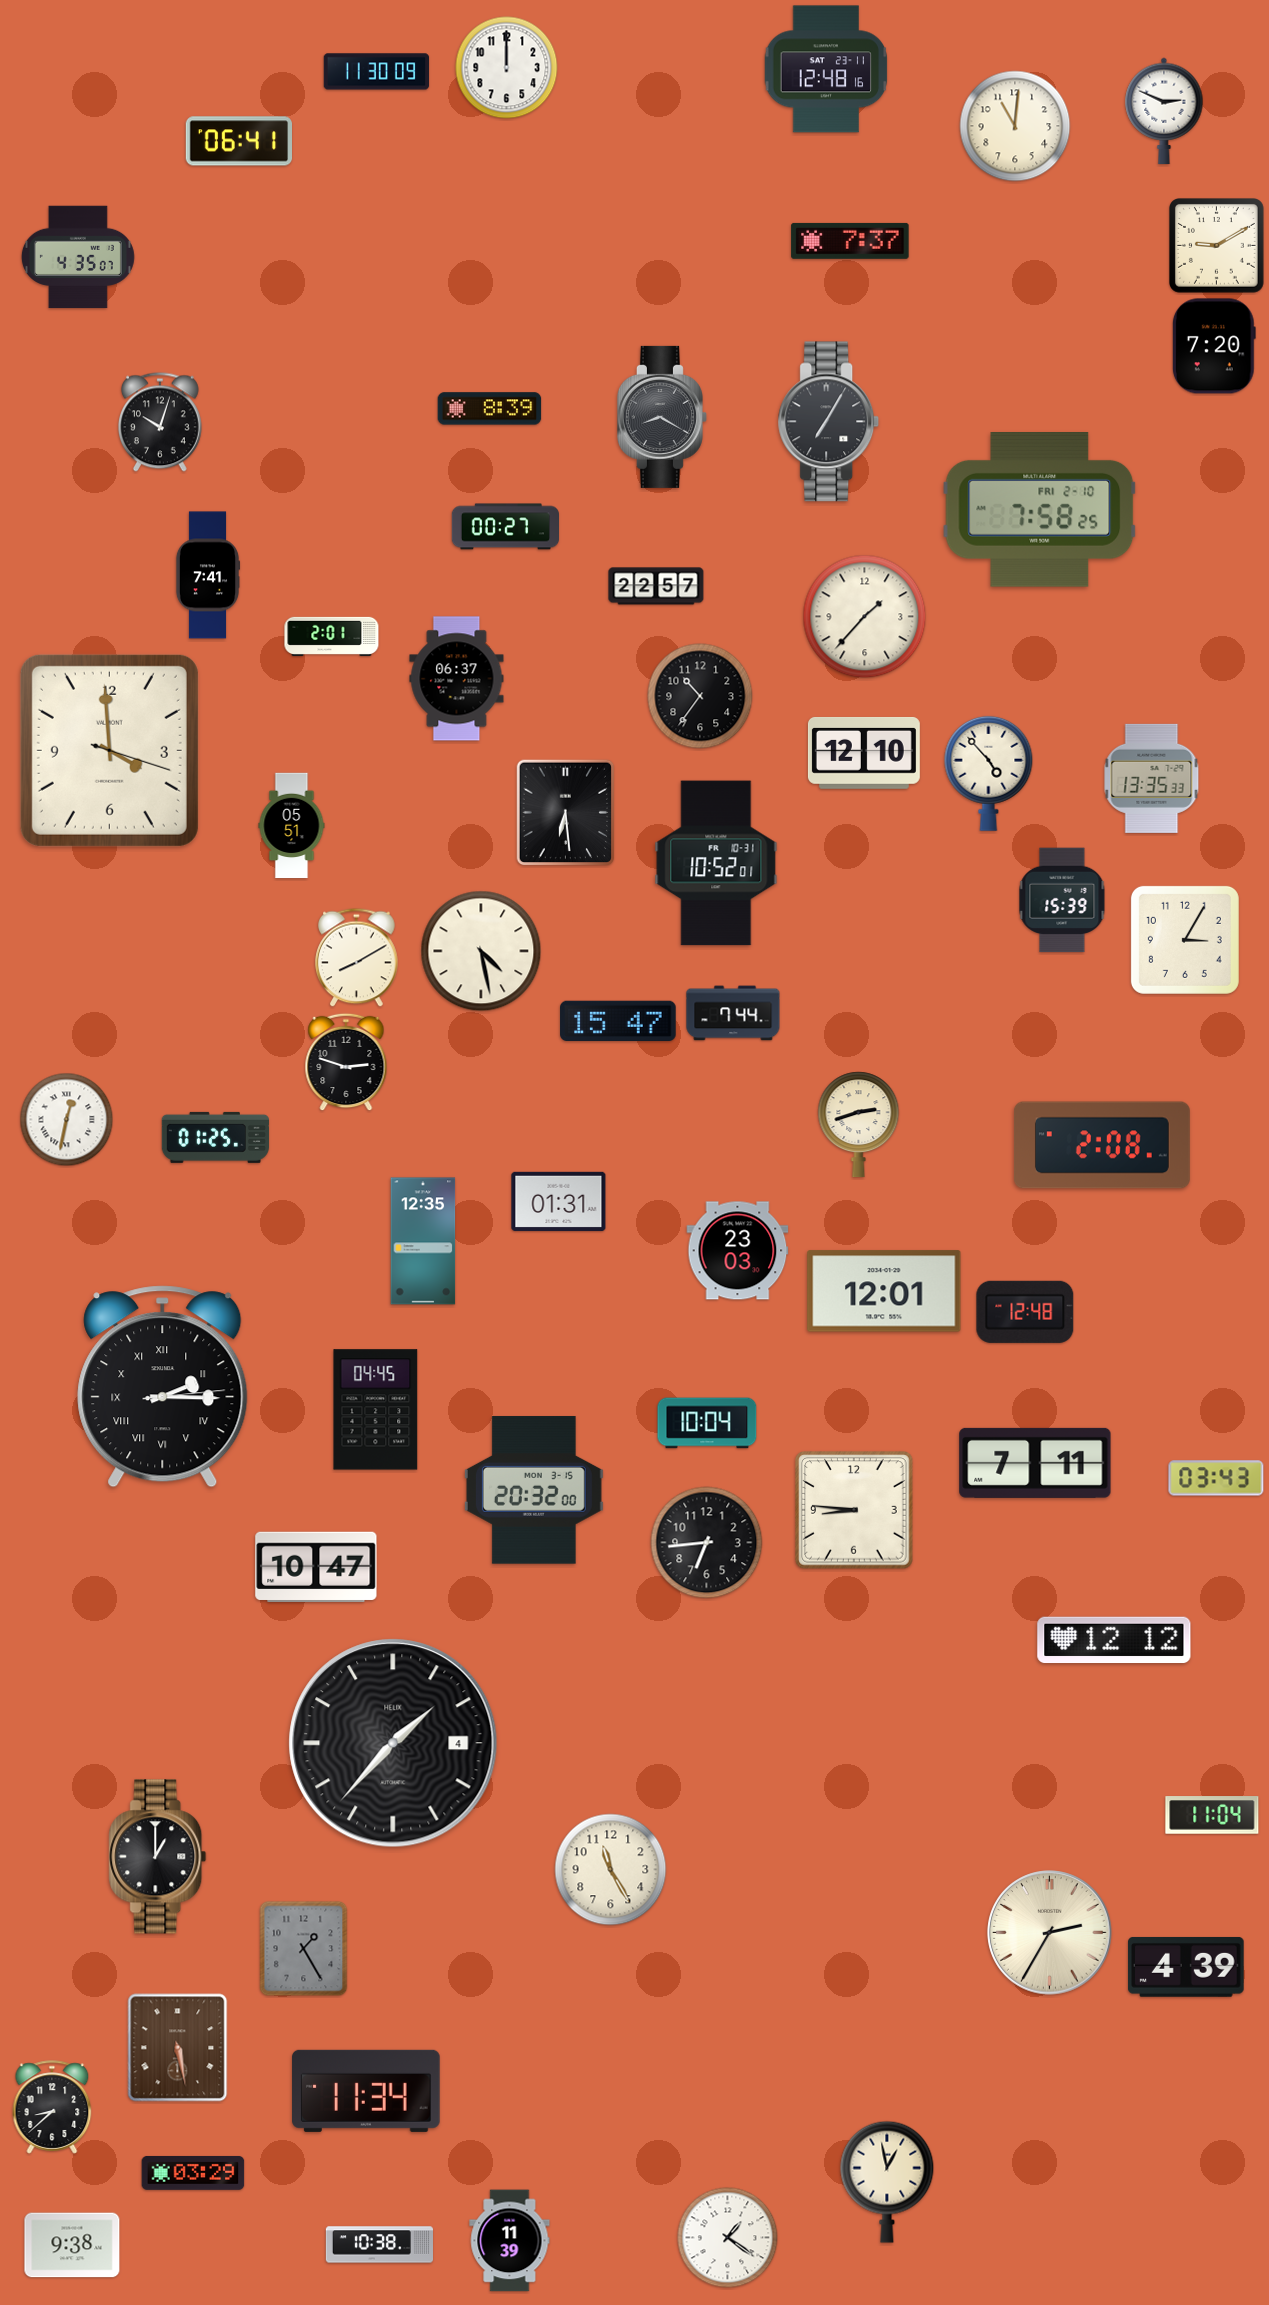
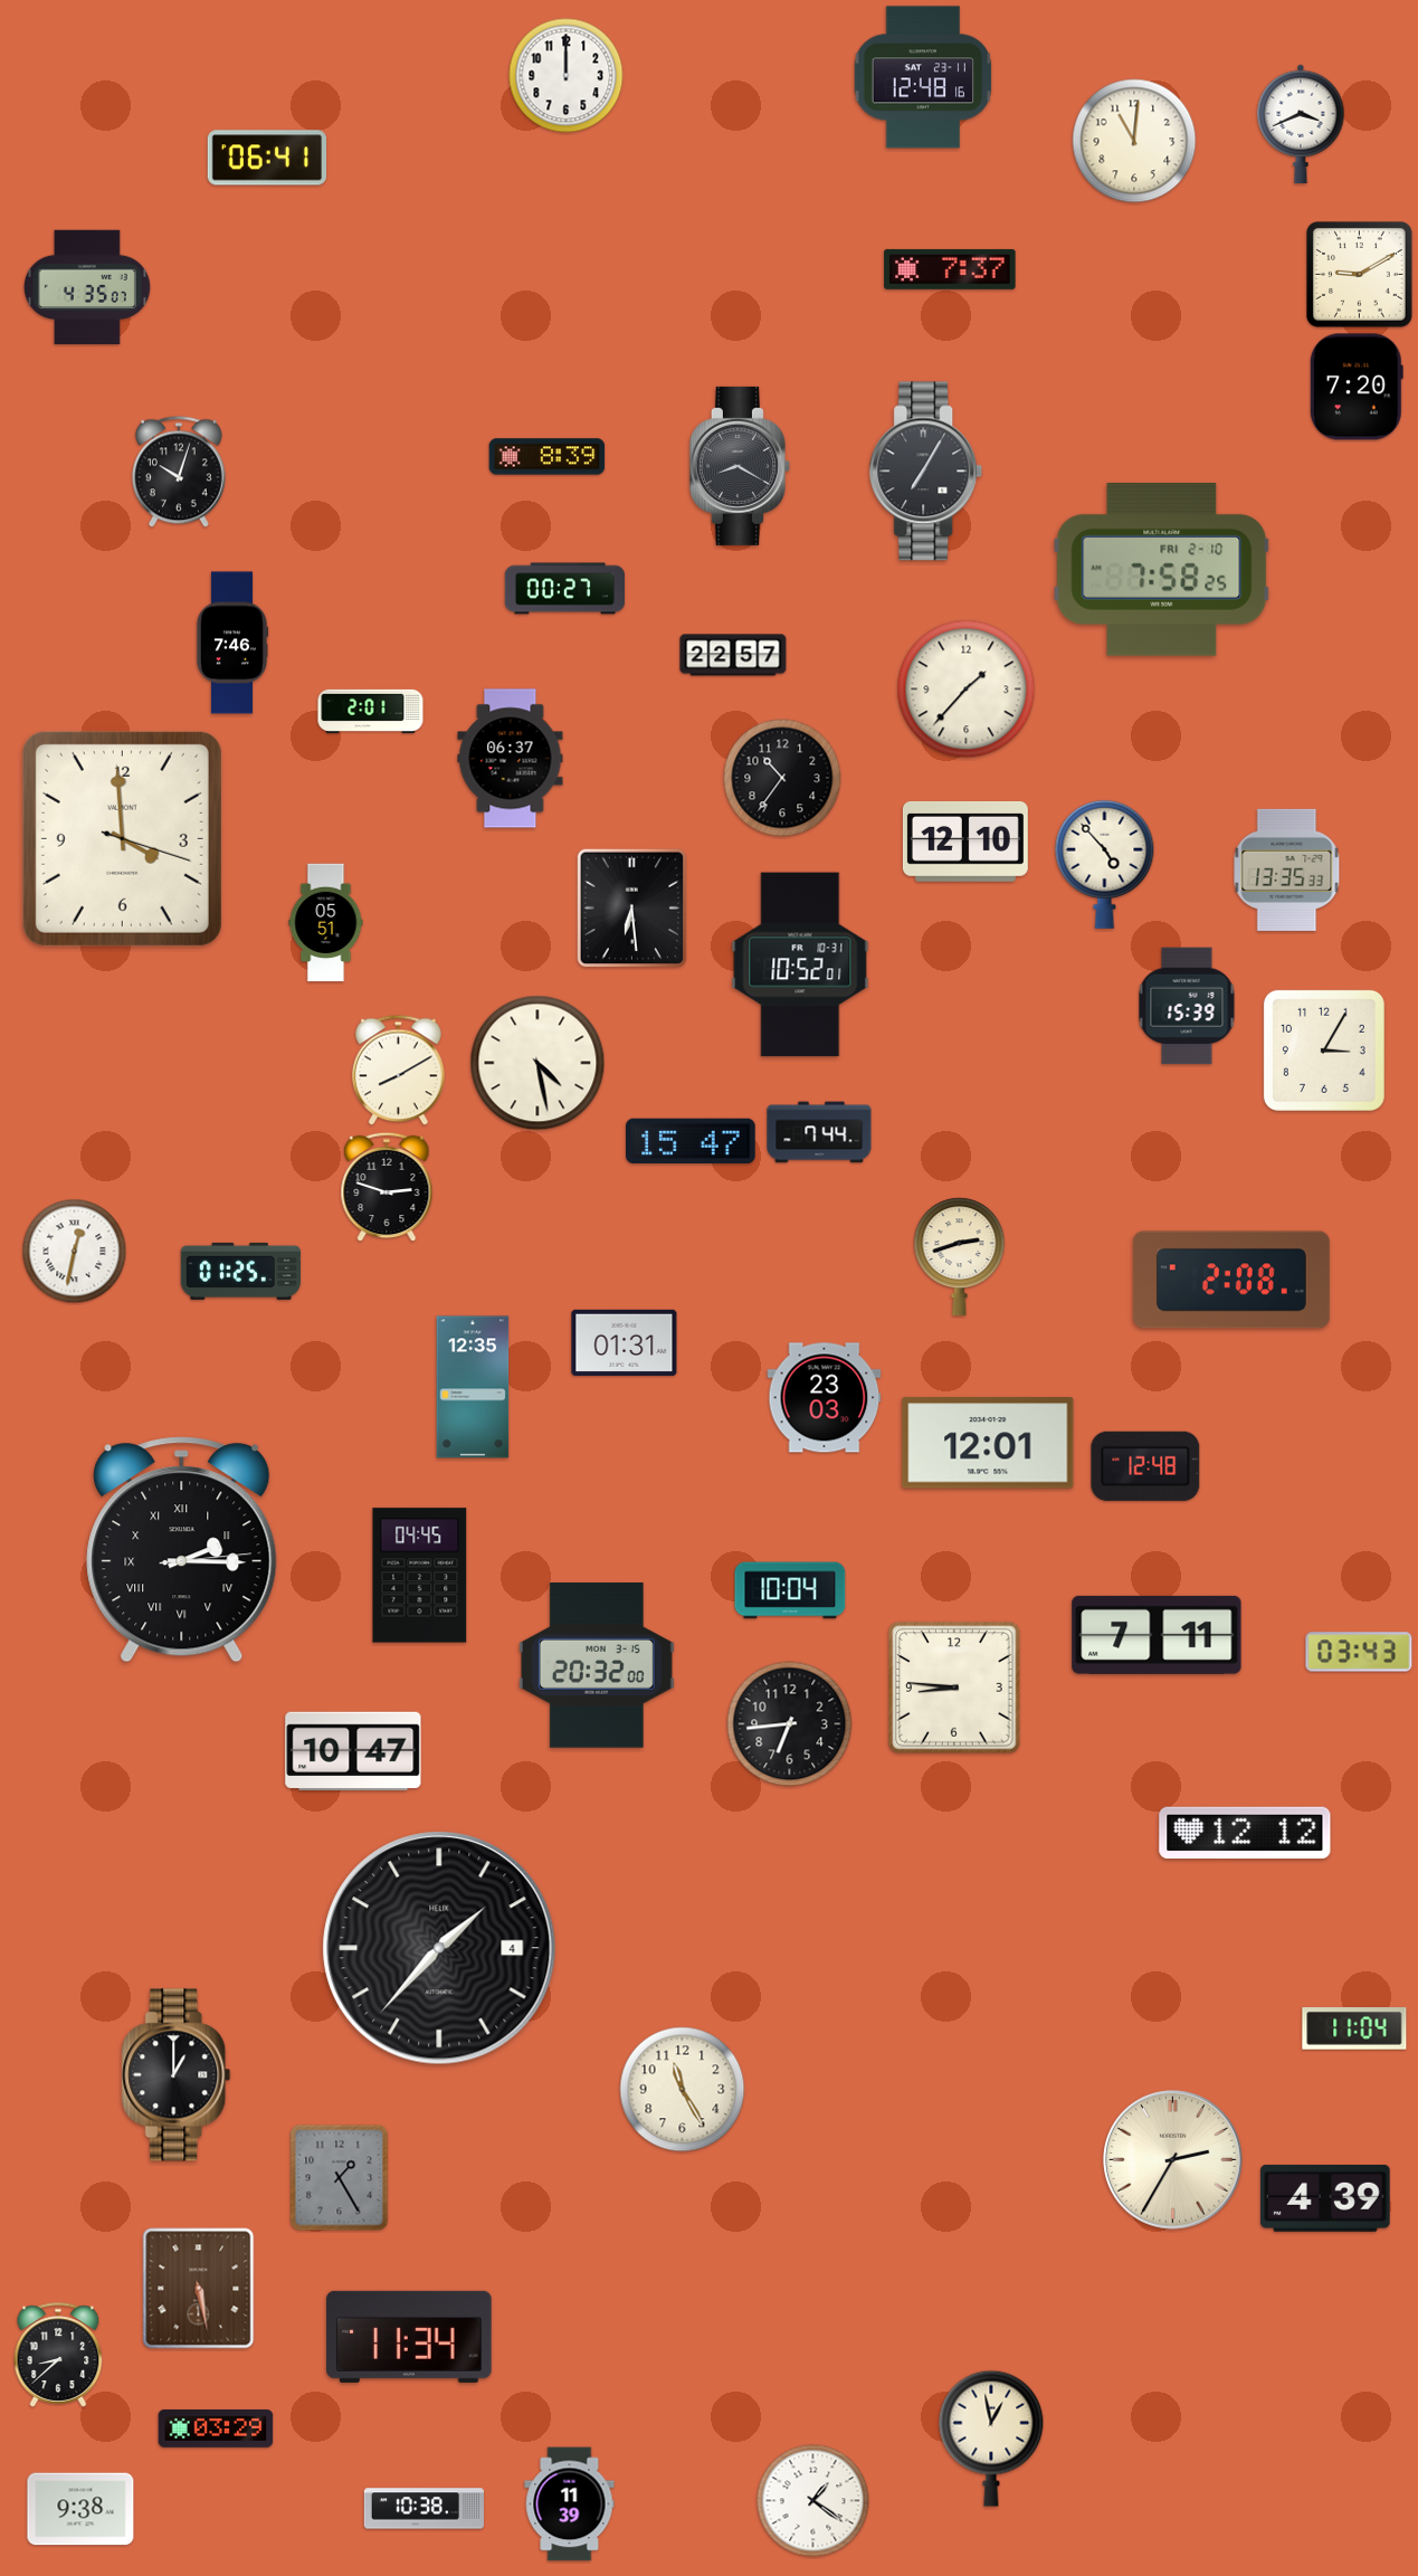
clock at (377, 72): 11:30 -> none
clock at (1164, 111): 2:49 -> 3:41
clock at (208, 575): 7:41 -> 7:46
